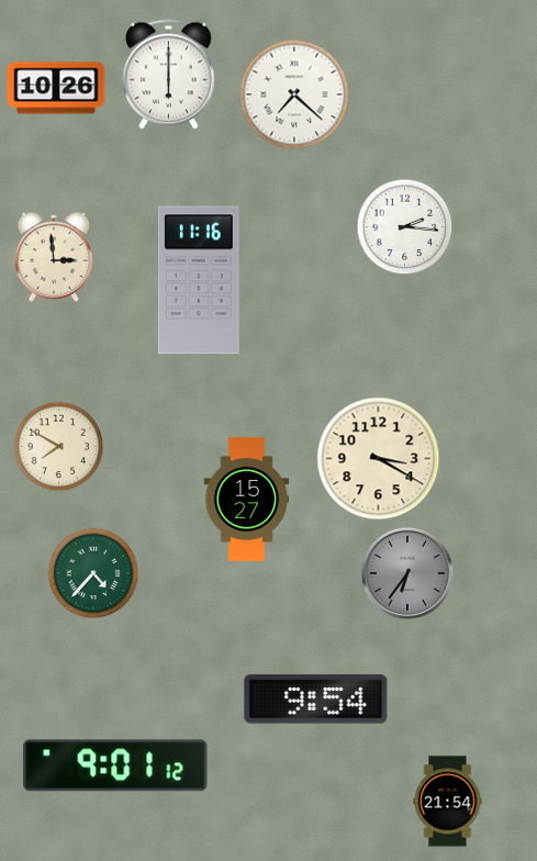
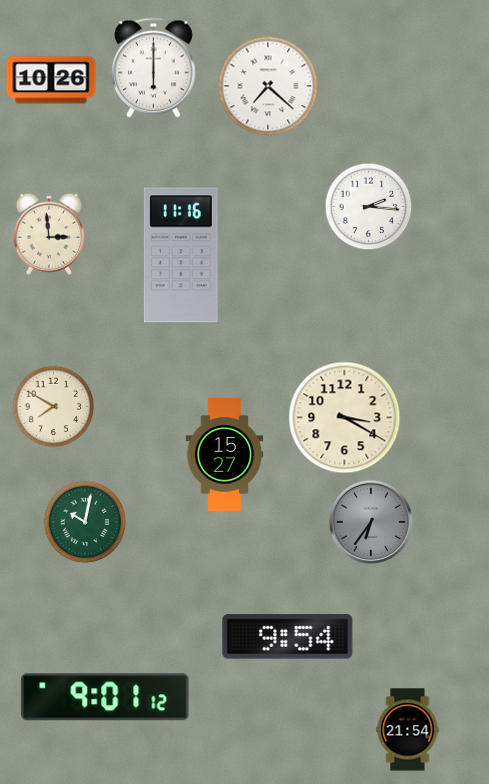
clock at (93, 573): 4:37 -> 10:02
